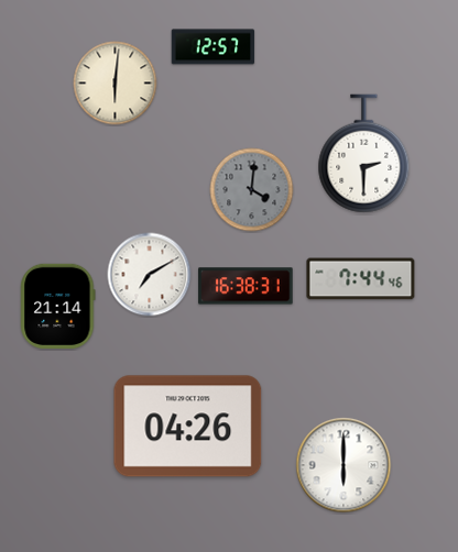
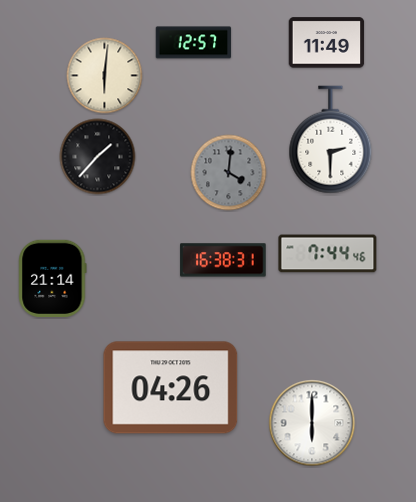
clock at (327, 43): none -> 11:49
clock at (98, 157): none -> 1:37
clock at (150, 275): 7:10 -> none
